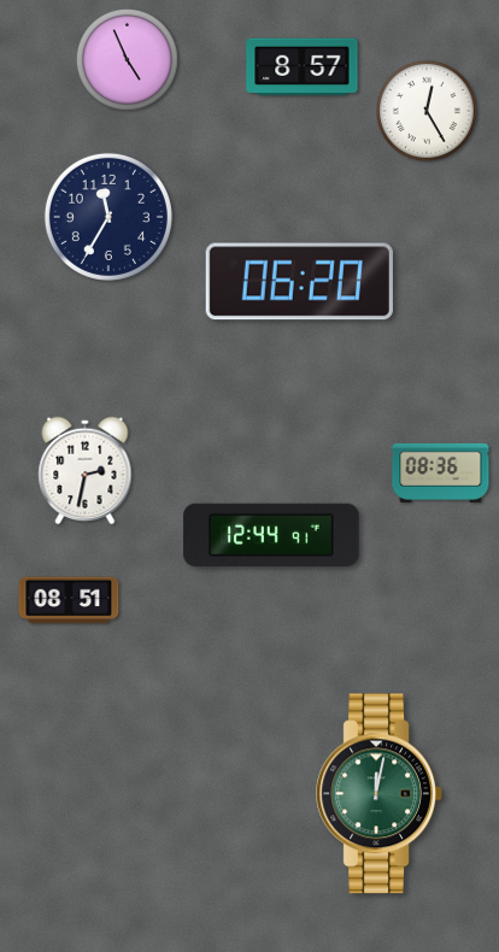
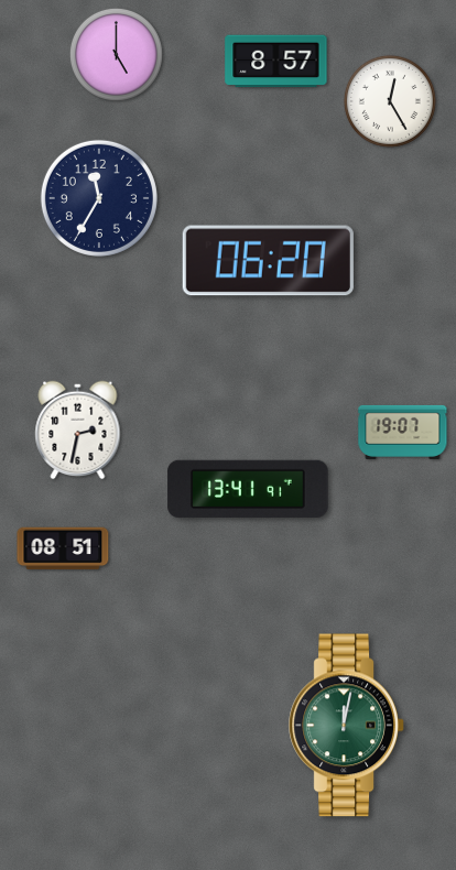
clock at (127, 59): 4:56 -> 5:00
clock at (299, 282) position: (299, 282) -> (268, 261)
clock at (441, 472): 08:36 -> 19:07
clock at (271, 534): 12:44 -> 13:41
